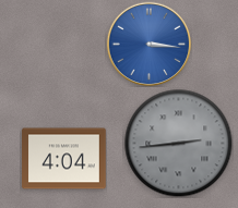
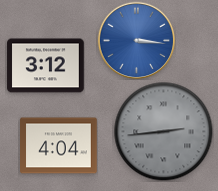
clock at (46, 66): none -> 3:12
